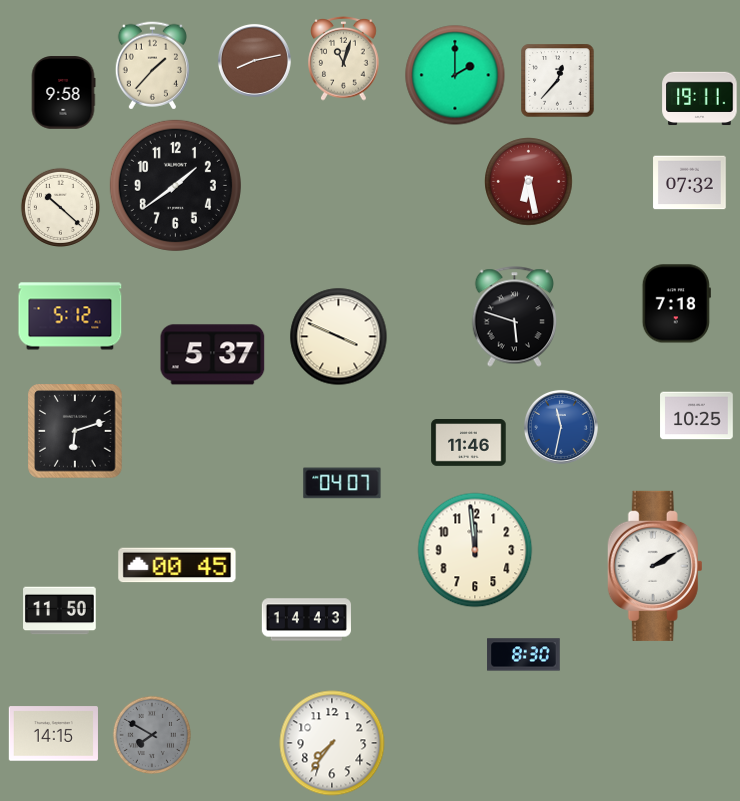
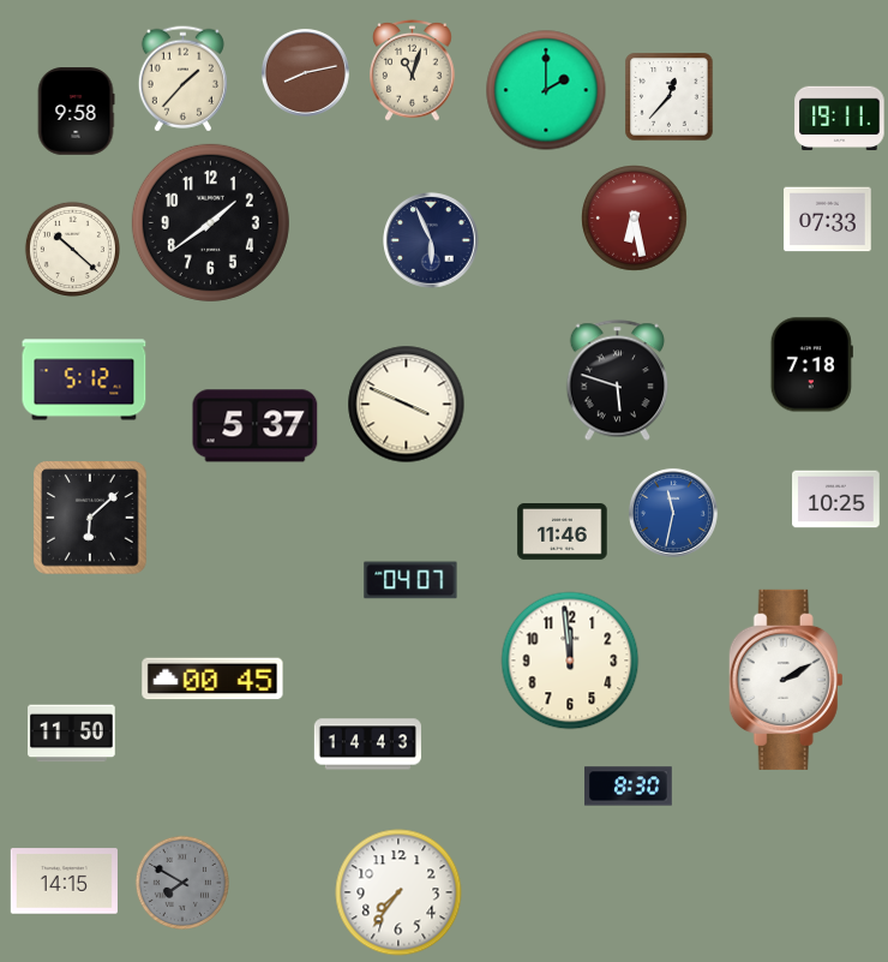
clock at (690, 183): 07:32 -> 07:33
clock at (432, 241): none -> 5:56
clock at (75, 431): 6:12 -> 6:08
